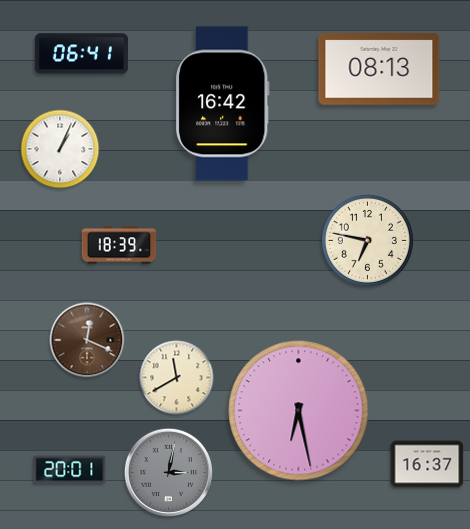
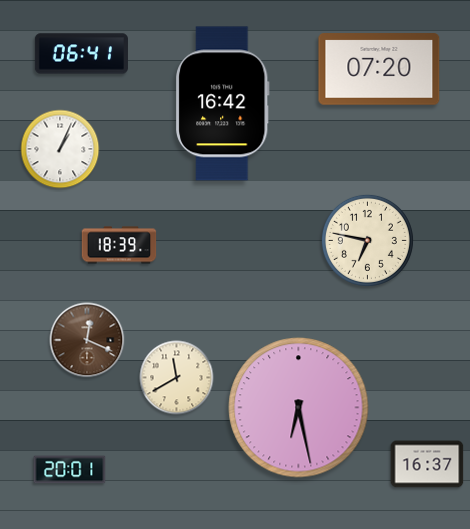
clock at (379, 69): 08:13 -> 07:20
clock at (299, 411) position: (299, 411) -> (299, 408)
clock at (168, 472): 3:02 -> none
